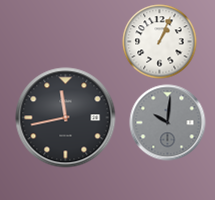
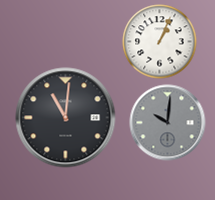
clock at (66, 118): 11:43 -> 11:01
